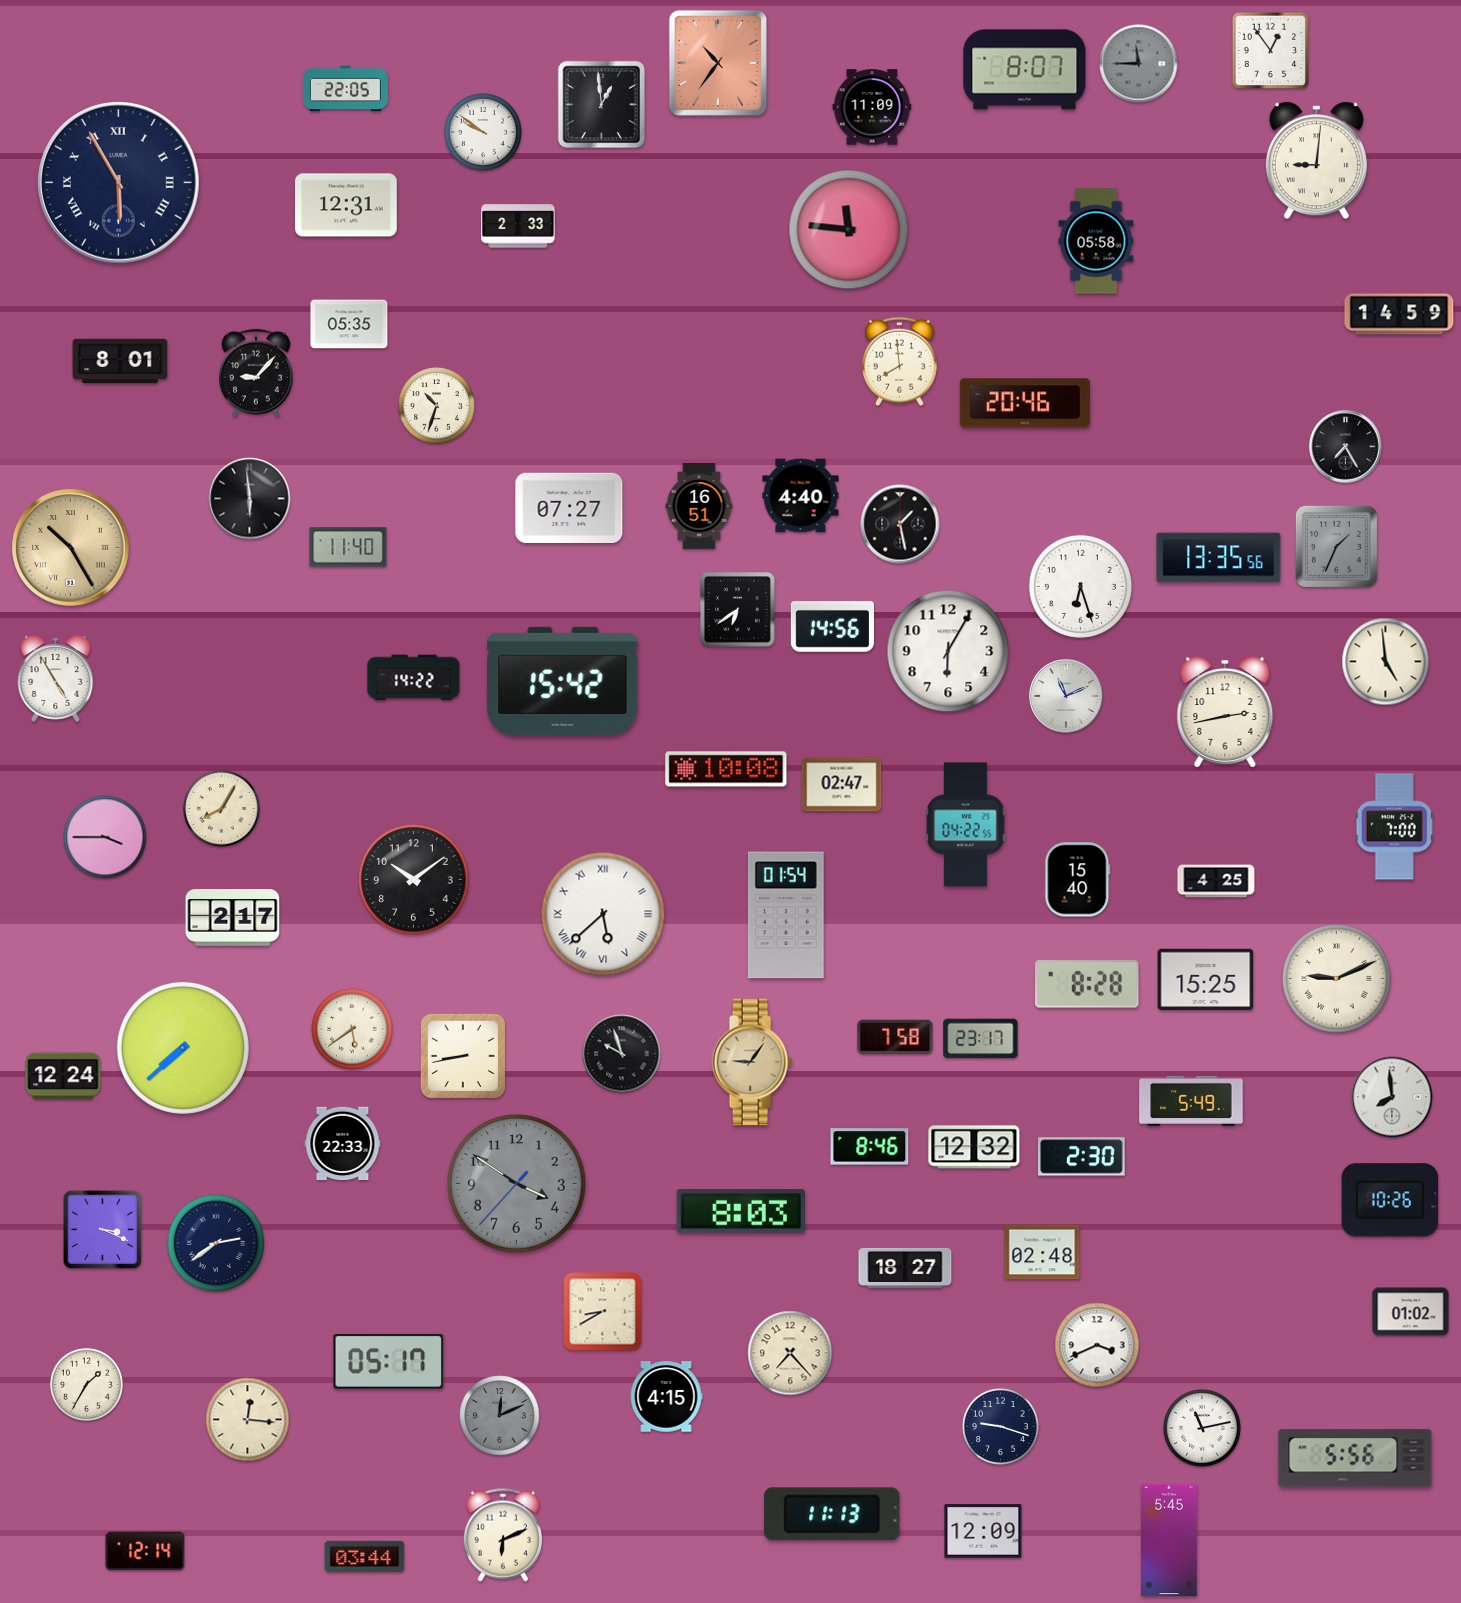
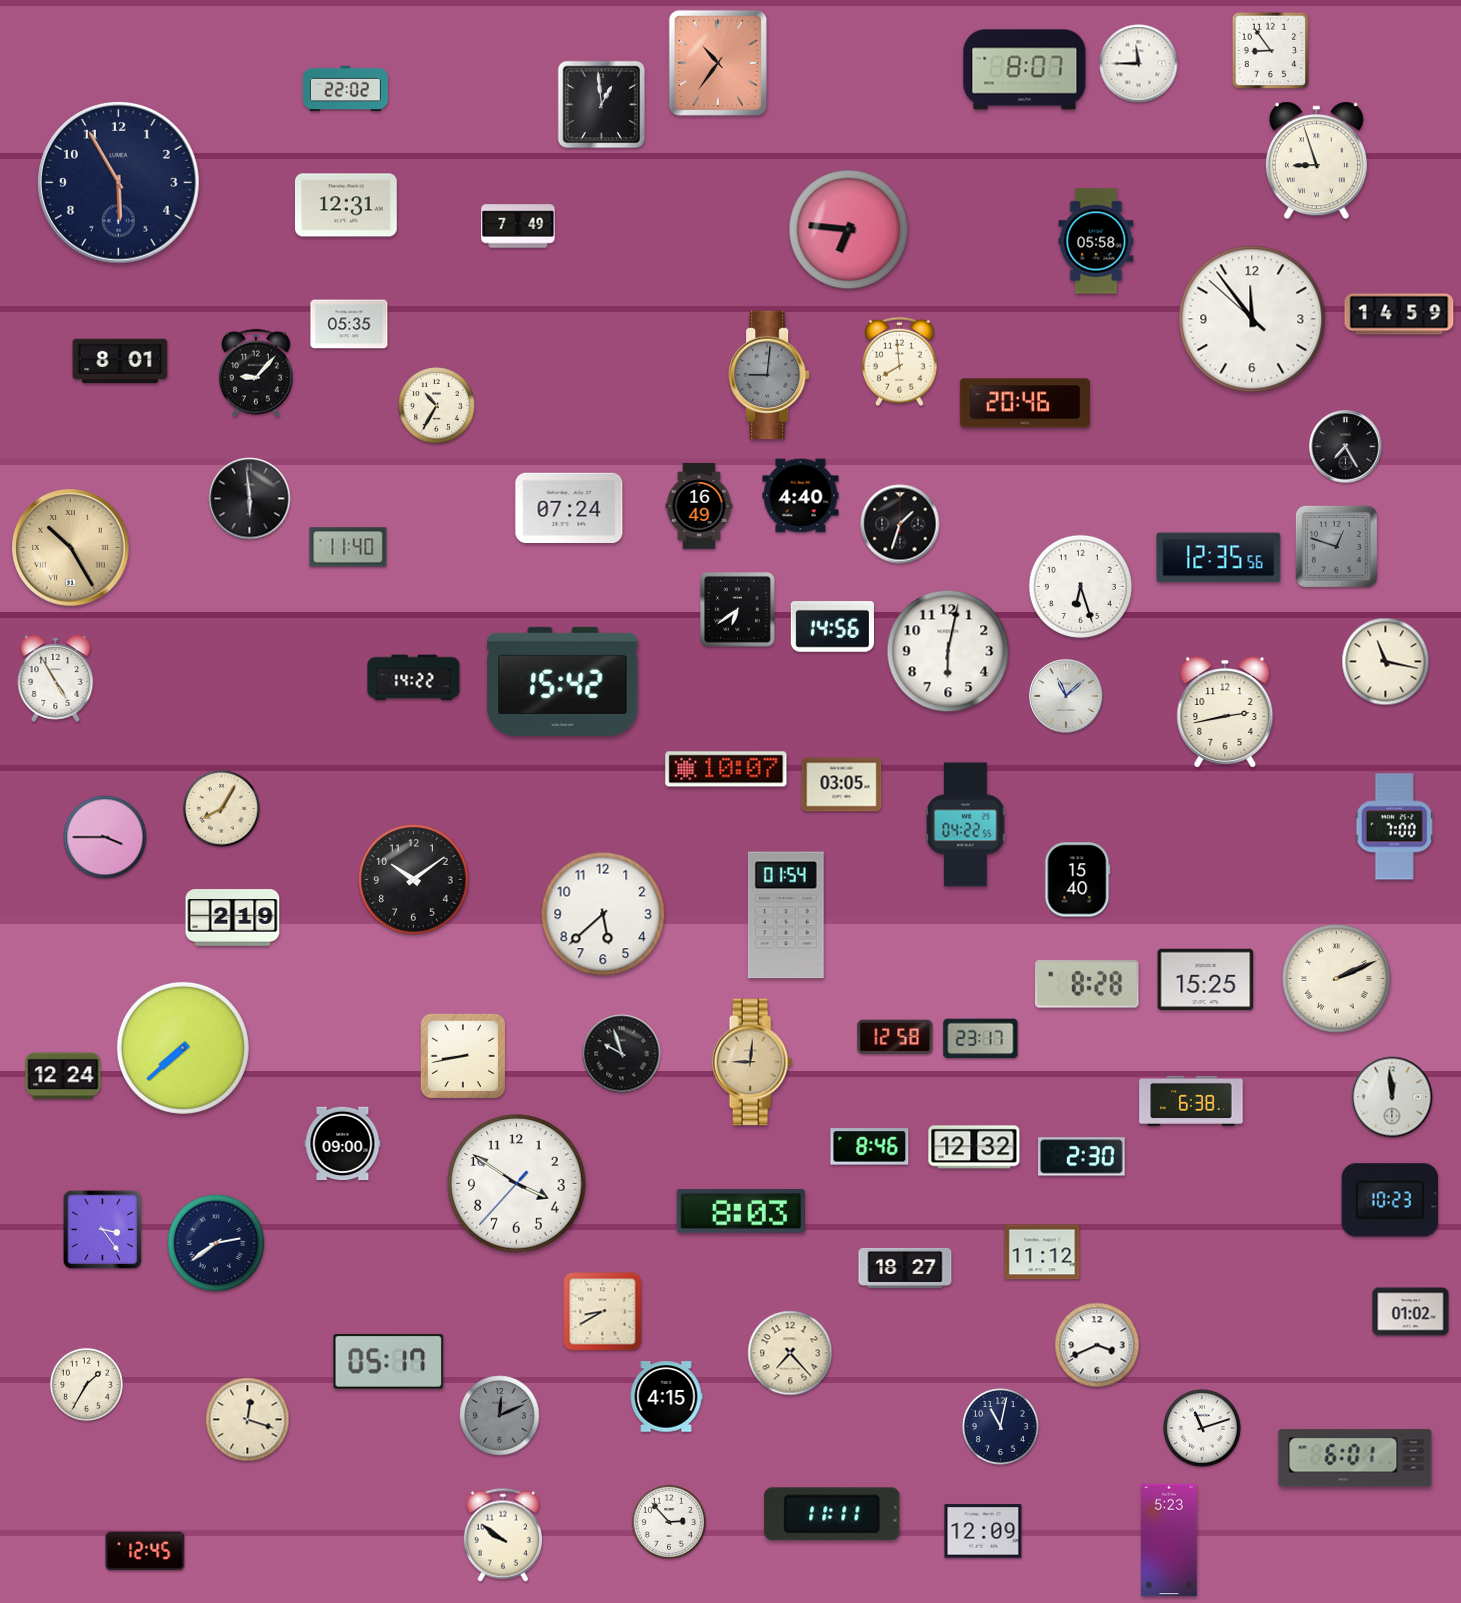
clock at (1271, 51): 12:54 -> 8:54
clock at (1139, 64) dial: grey -> white
clock at (345, 89): 22:05 -> 22:02
clock at (872, 107): 11:09 -> none
clock at (483, 132): 9:51 -> none
clock at (1316, 161): 9:01 -> 8:57
clock at (118, 182) numerals: Roman -> Arabic
clock at (518, 226): 2:33 -> 7:49
clock at (849, 230): 11:46 -> 6:46
clock at (1252, 319): none -> 11:53
clock at (769, 375): none -> 9:01
clock at (437, 406): 10:33 -> 10:35
clock at (569, 507): 07:27 -> 07:24
clock at (699, 507): 16:51 -> 16:49
clock at (900, 524): 1:28 -> 1:33
clock at (1336, 546): 1:34 -> 12:48
clock at (1219, 558): 13:35 -> 12:35
clock at (948, 651): 6:05 -> 6:02
clock at (1386, 662): 4:59 -> 11:17
clock at (1066, 696): 11:11 -> 11:08
clock at (726, 769): 10:08 -> 10:07
clock at (842, 785): 02:47 -> 03:05
clock at (1216, 881): 4:25 -> none
clock at (603, 914) numerals: Roman -> Arabic
clock at (233, 918): 2:17 -> 2:19
clock at (1337, 979): 9:11 -> 2:11
clock at (352, 1029): 5:39 -> none
clock at (895, 1037): 7:58 -> 12:58
clock at (752, 1062): 9:06 -> 9:01
clock at (1392, 1097): 7:59 -> 11:59
clock at (1191, 1101): 5:49 -> 6:38
clock at (343, 1144): 22:33 -> 09:00
clock at (517, 1184) dial: grey -> white
clock at (1390, 1200): 10:26 -> 10:23
clock at (103, 1230): 3:19 -> 3:24
clock at (1042, 1252): 02:48 -> 11:12
clock at (248, 1420): 12:16 -> 12:18
clock at (1001, 1427): 9:18 -> 11:02
clock at (1202, 1428): 11:13 -> 11:12
clock at (1355, 1458): 5:56 -> 6:01
clock at (832, 1514): 11:13 -> 11:11
clock at (669, 1522): none -> 2:53
clock at (502, 1535): 6:11 -> 9:51
clock at (1169, 1540): 5:45 -> 5:23
clock at (145, 1551): 12:14 -> 12:45
clock at (365, 1556): 03:44 -> none
